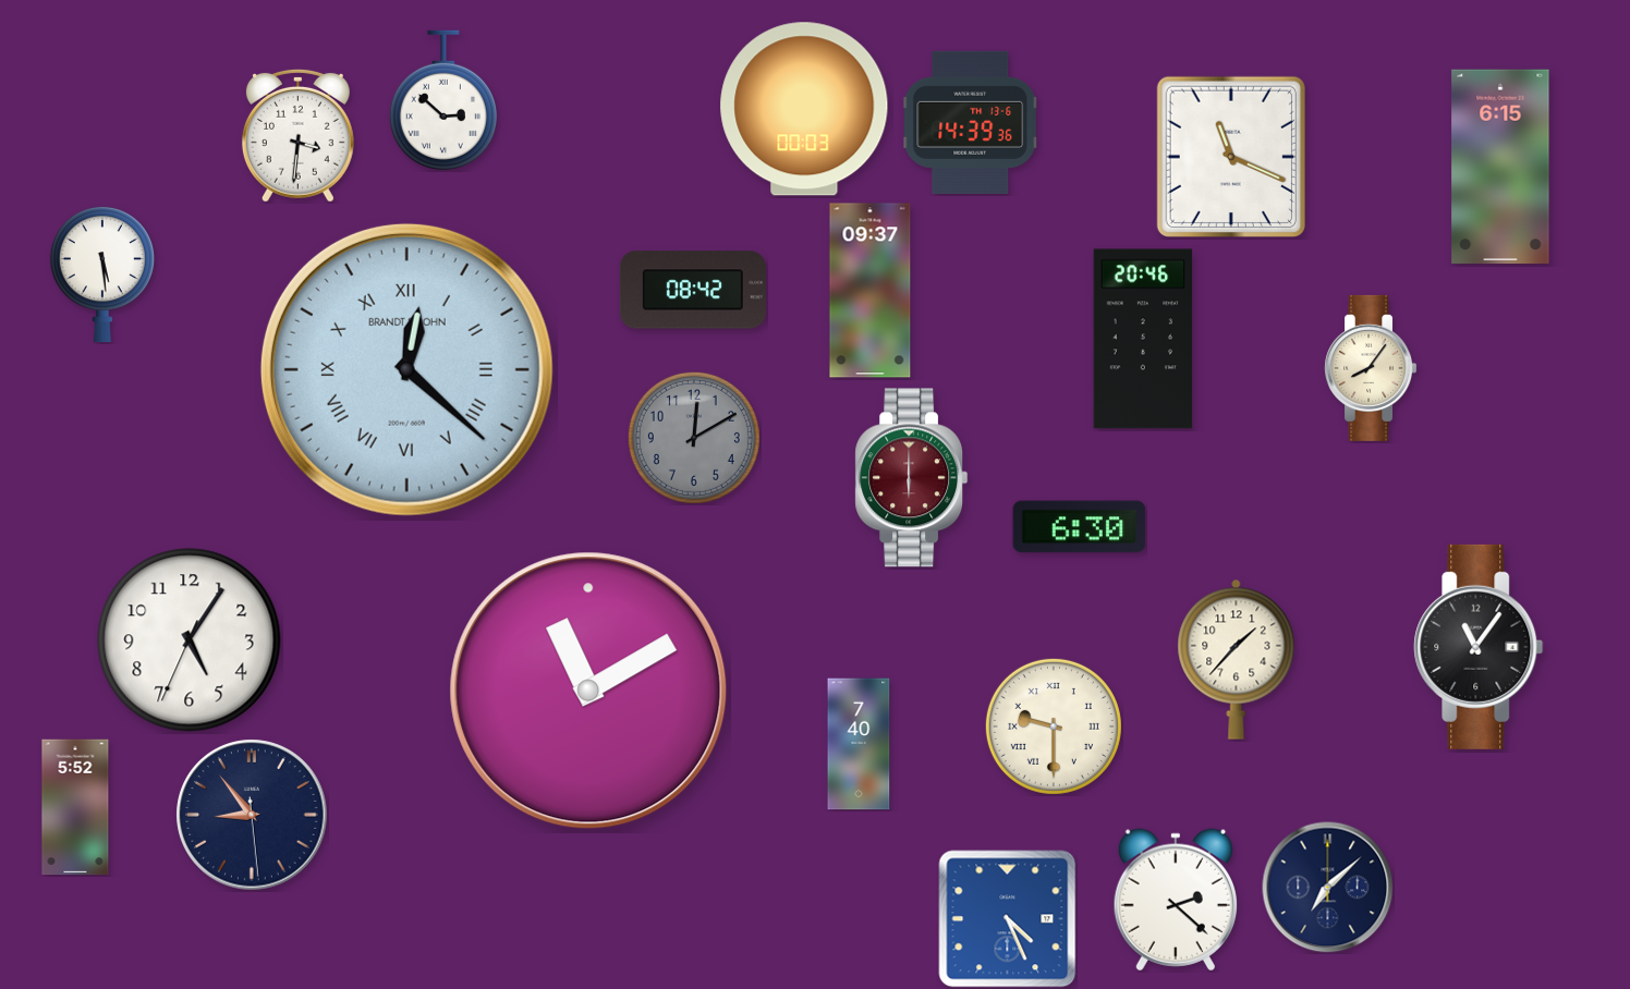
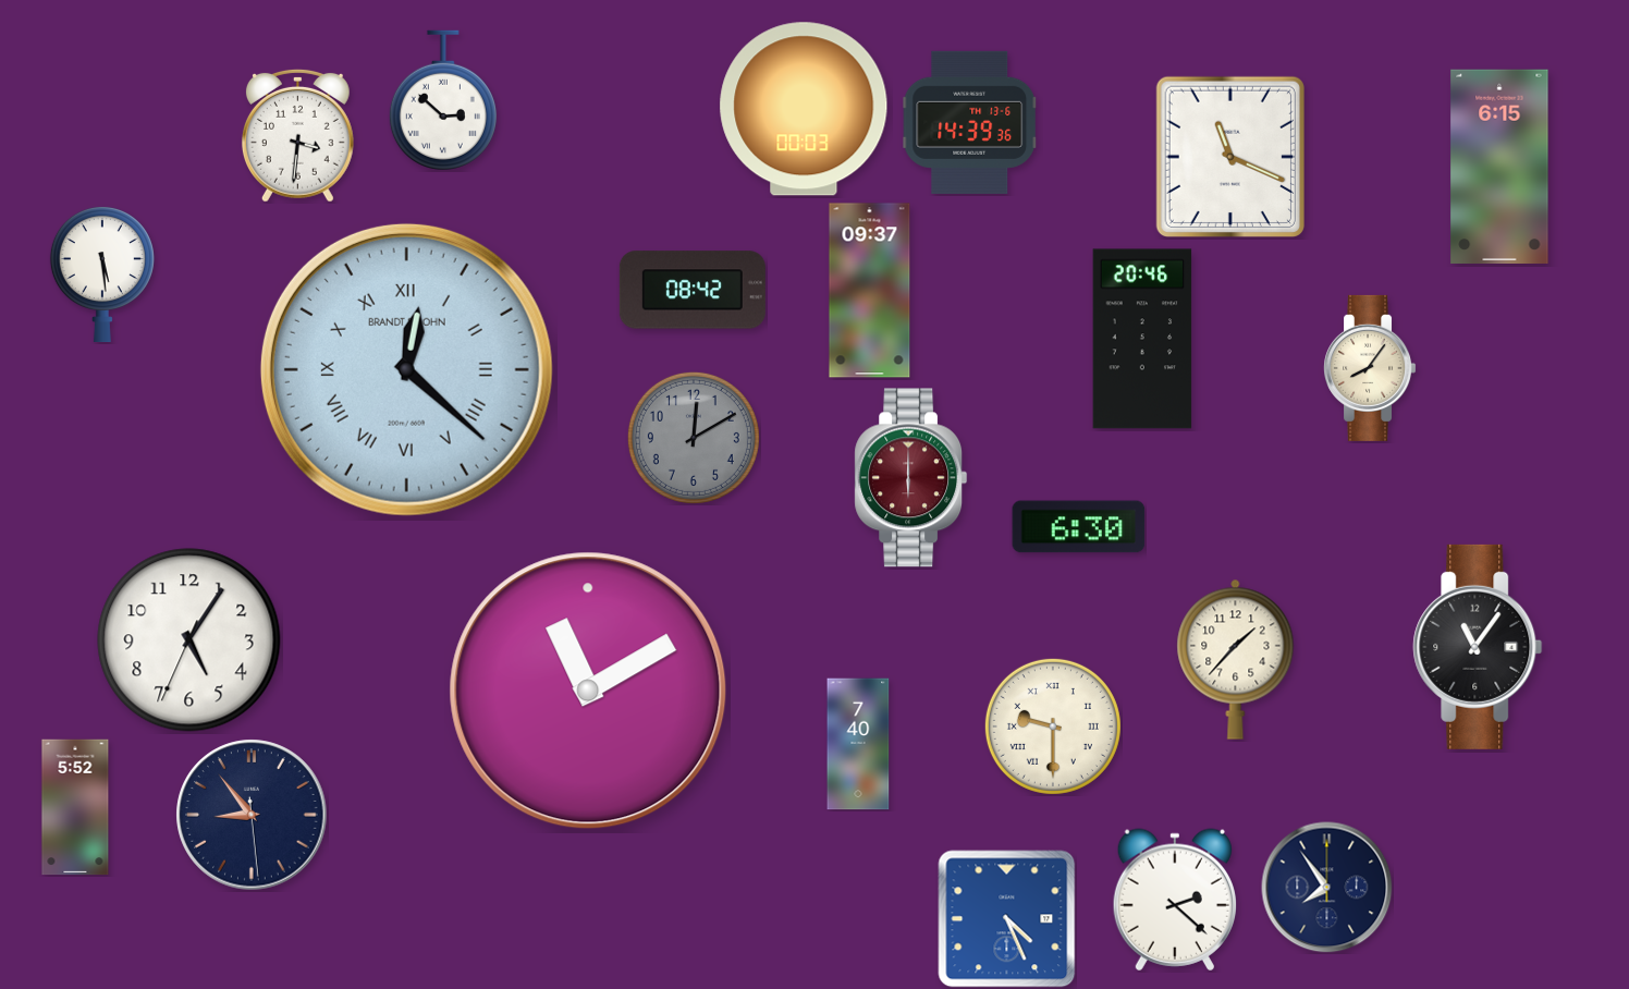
clock at (1328, 888): 7:08 -> 7:54
